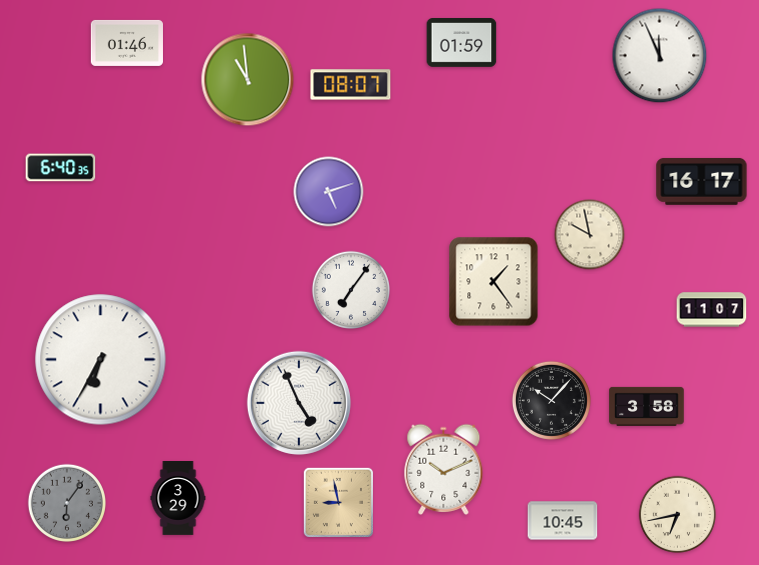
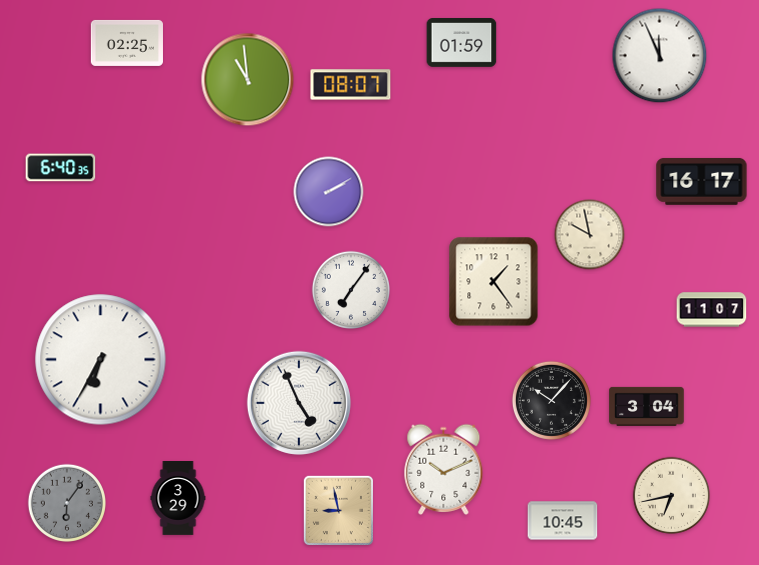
clock at (127, 43): 01:46 -> 02:25
clock at (329, 192): 5:12 -> 2:10
clock at (647, 406): 3:58 -> 3:04
clock at (338, 502) position: (338, 502) -> (338, 510)
clock at (678, 515) position: (678, 515) -> (672, 496)
